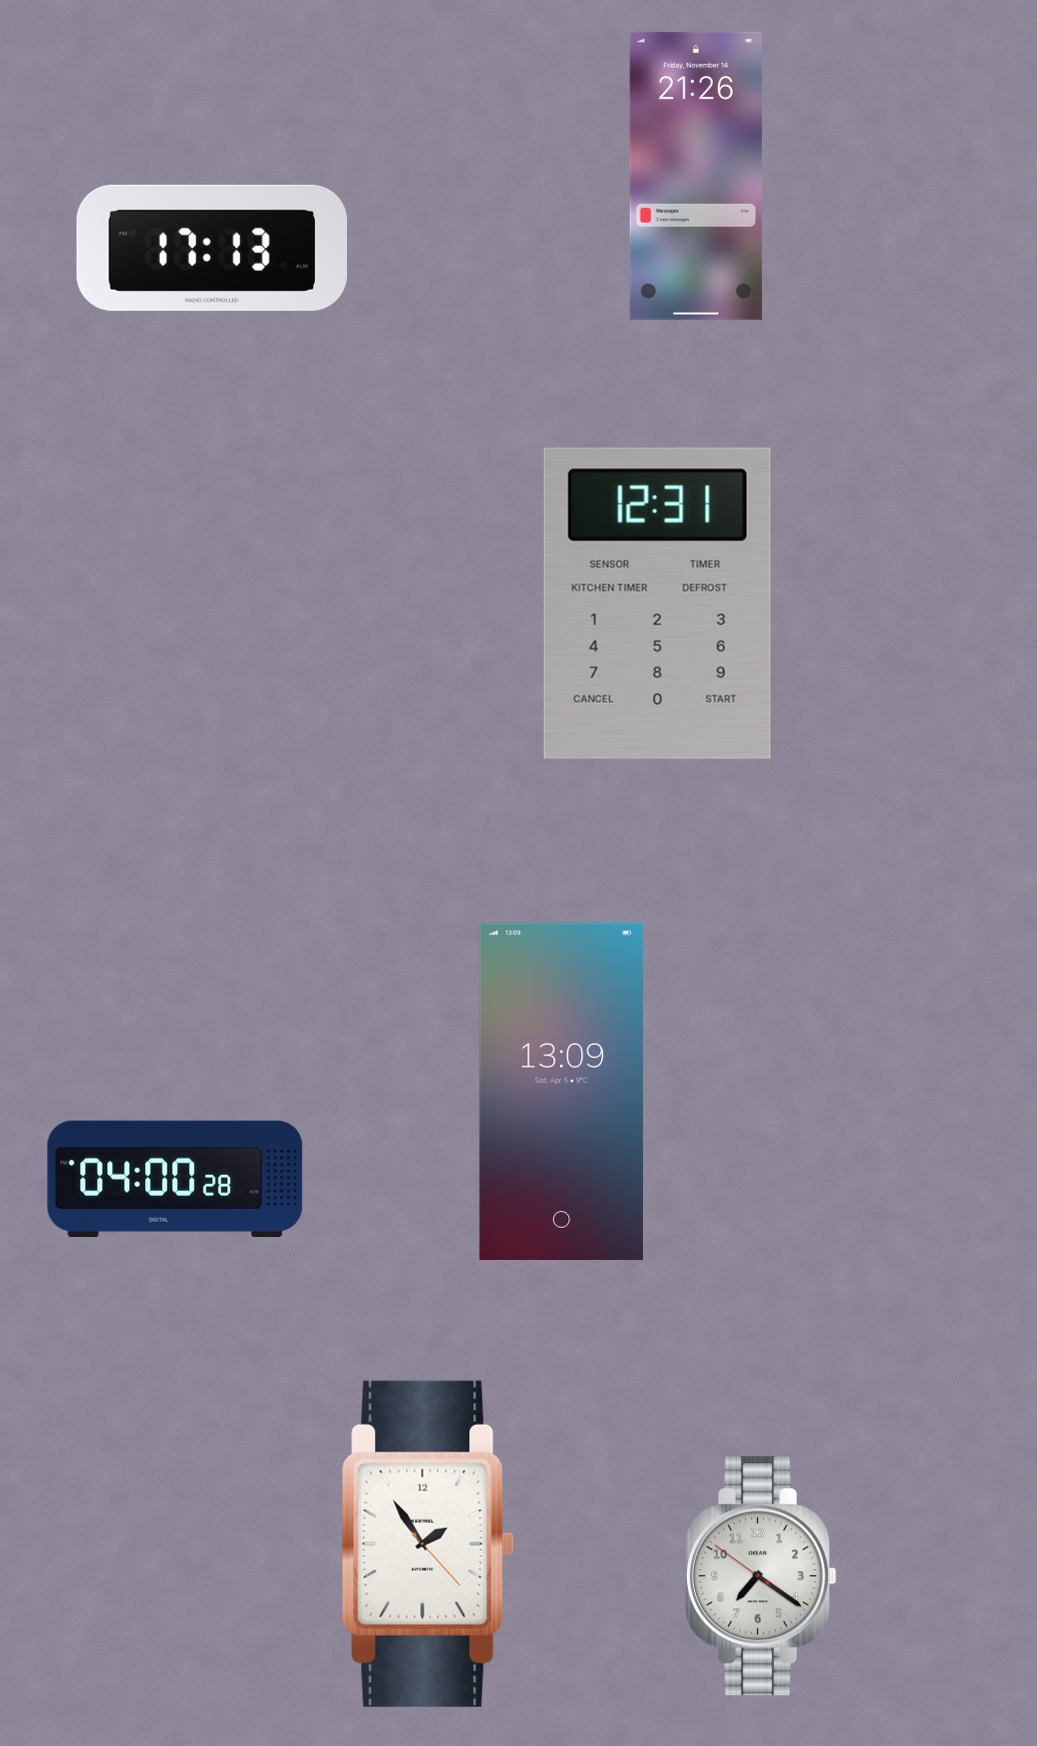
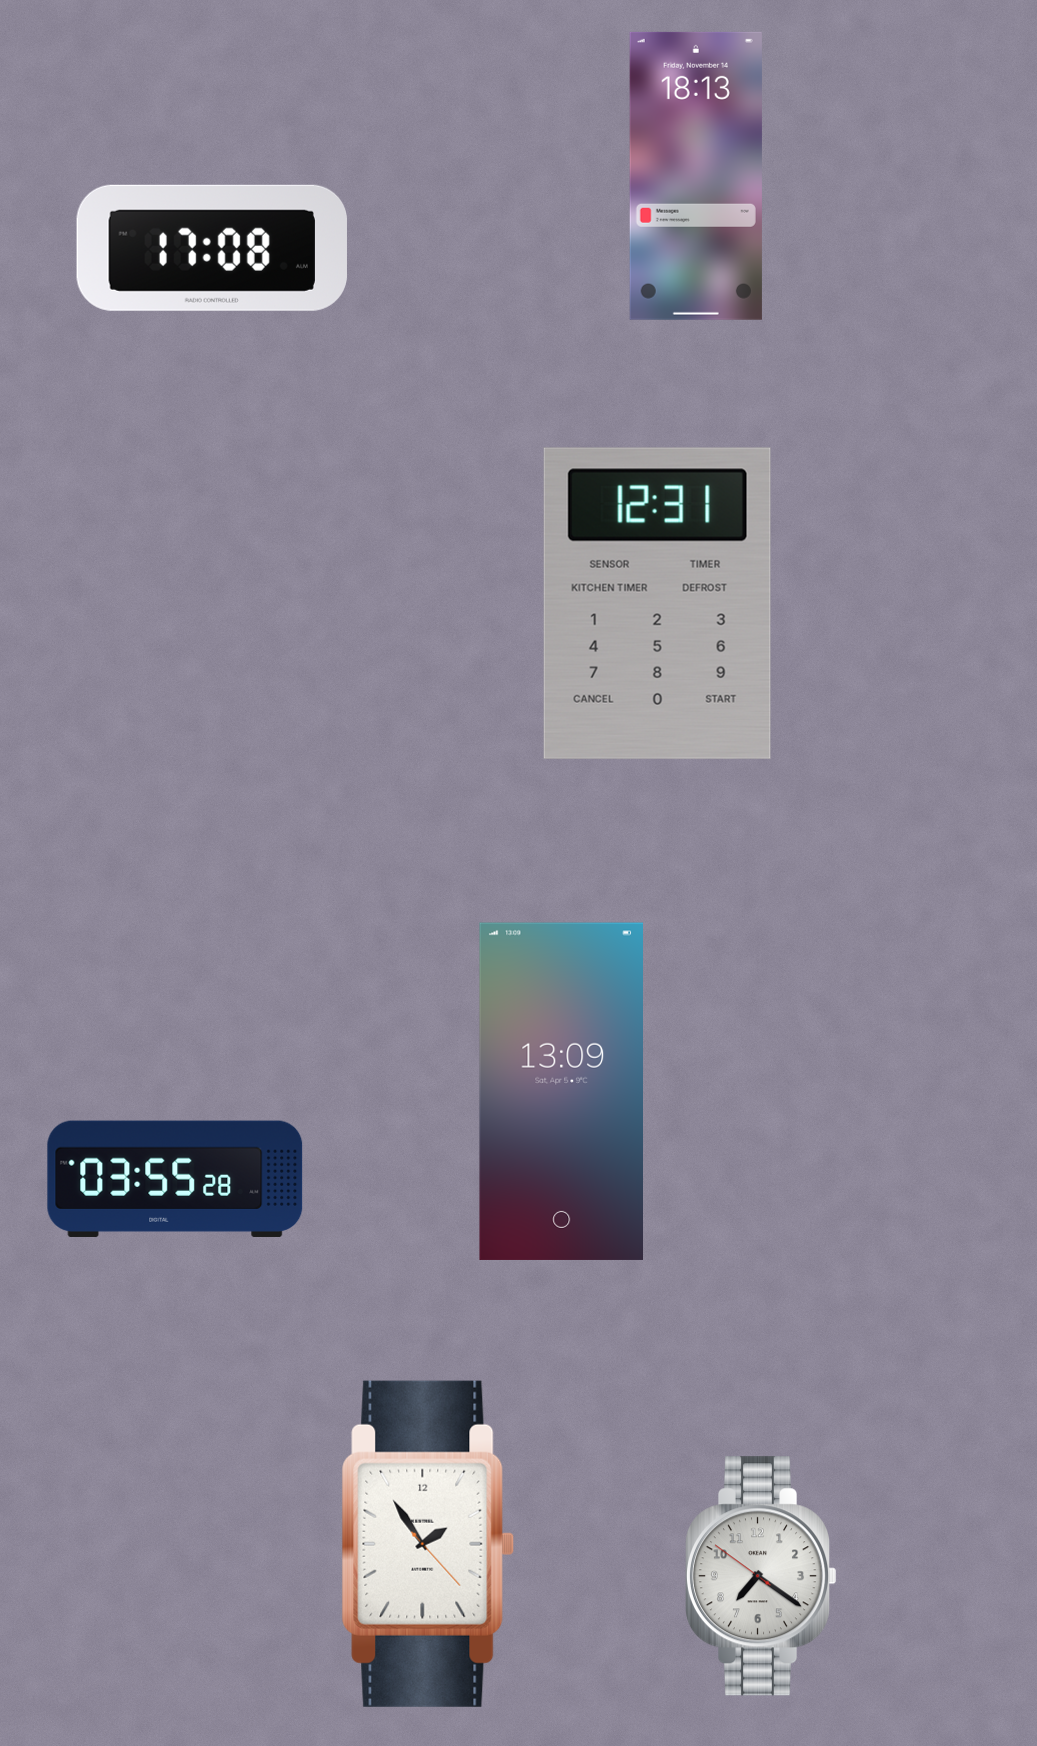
clock at (696, 176): 21:26 -> 18:13
clock at (212, 248): 17:13 -> 17:08
clock at (175, 1179): 04:00 -> 03:55
